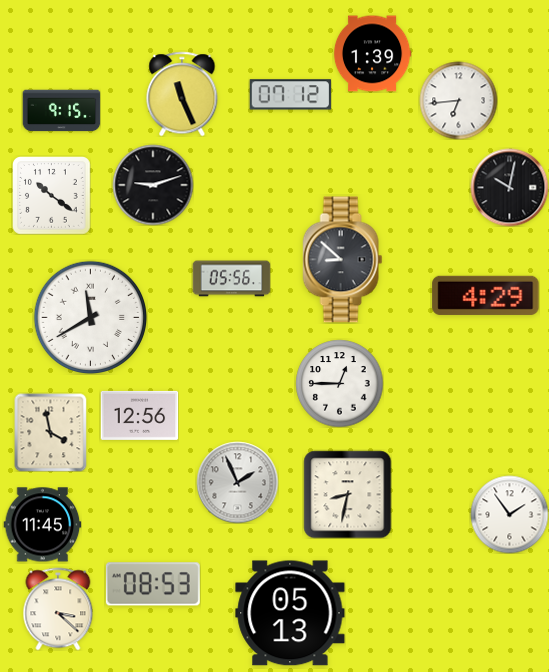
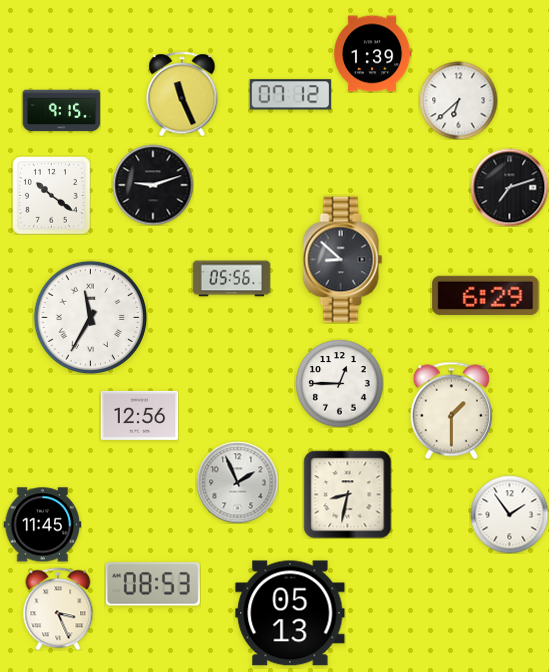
clock at (458, 100): 6:44 -> 6:38
clock at (509, 187): 10:02 -> 7:12
clock at (486, 295): 4:29 -> 6:29
clock at (90, 317): 11:40 -> 11:35
clock at (451, 410): none -> 1:30
clock at (51, 432): 3:58 -> none
clock at (58, 609): 3:22 -> 3:26
